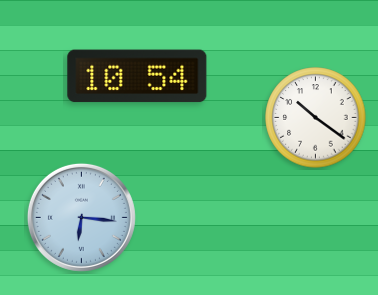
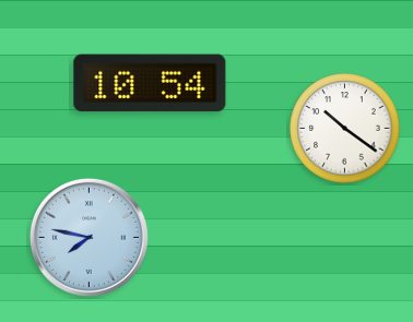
clock at (81, 217): 6:16 -> 7:47
